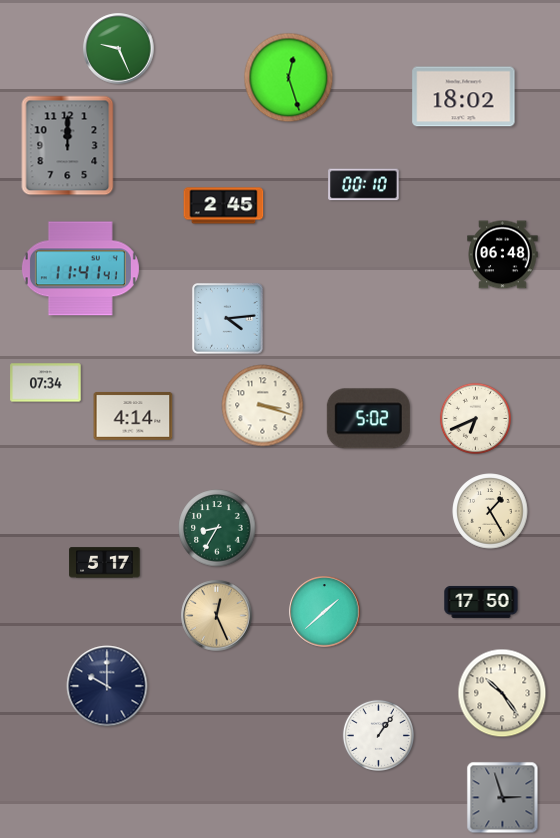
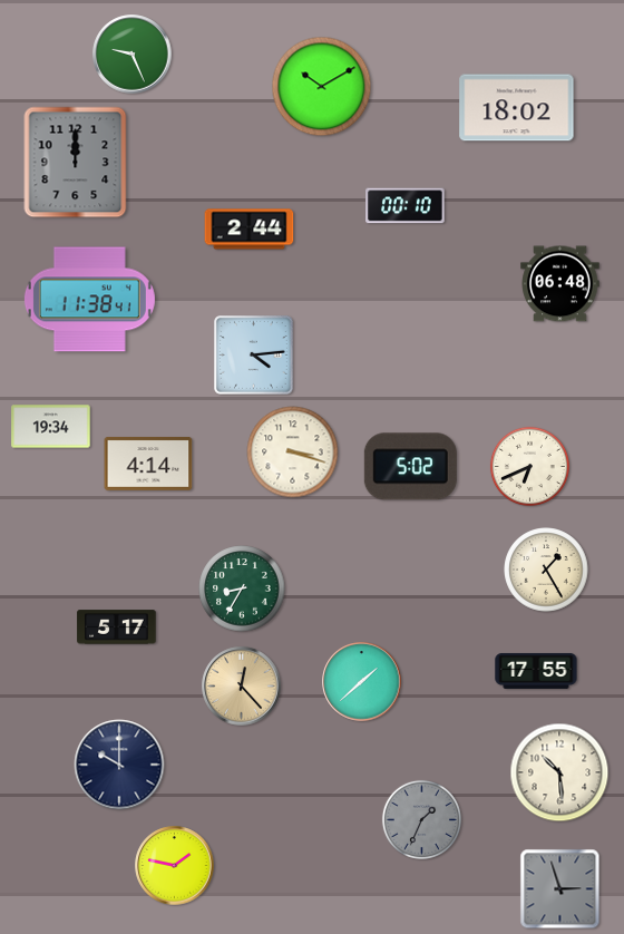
clock at (289, 78): 12:27 -> 10:10
clock at (224, 206): 2:45 -> 2:44
clock at (80, 269): 11:41 -> 11:38
clock at (46, 383): 07:34 -> 19:34
clock at (481, 602): 17:50 -> 17:55
clock at (217, 616): 12:26 -> 12:23
clock at (502, 693): 10:24 -> 10:29
clock at (378, 735): 1:06 -> 1:34
clock at (378, 735) dial: white -> grey
clock at (175, 866): none -> 1:47
